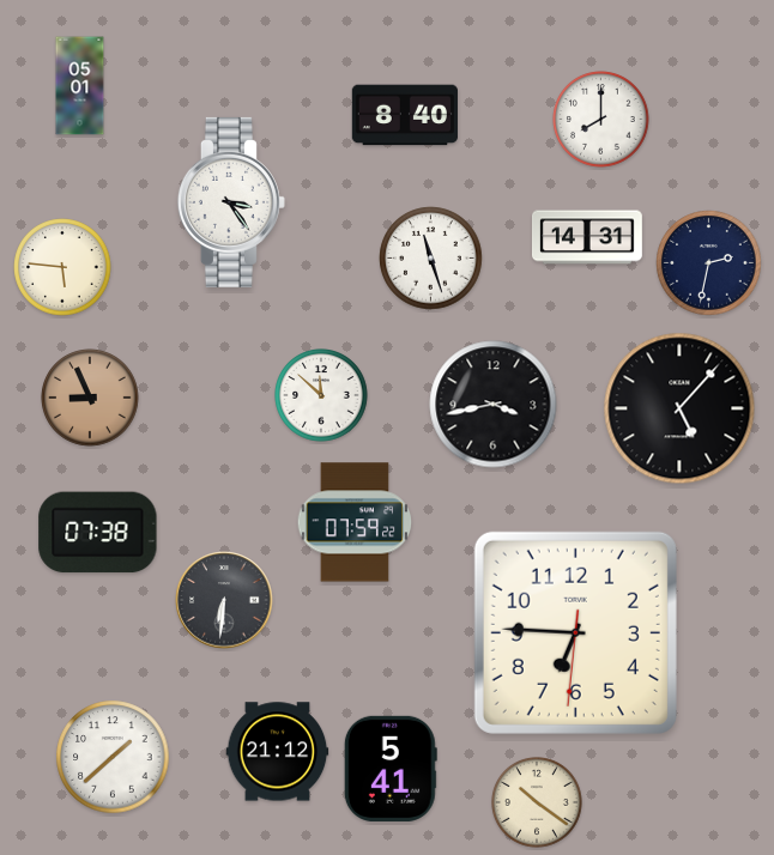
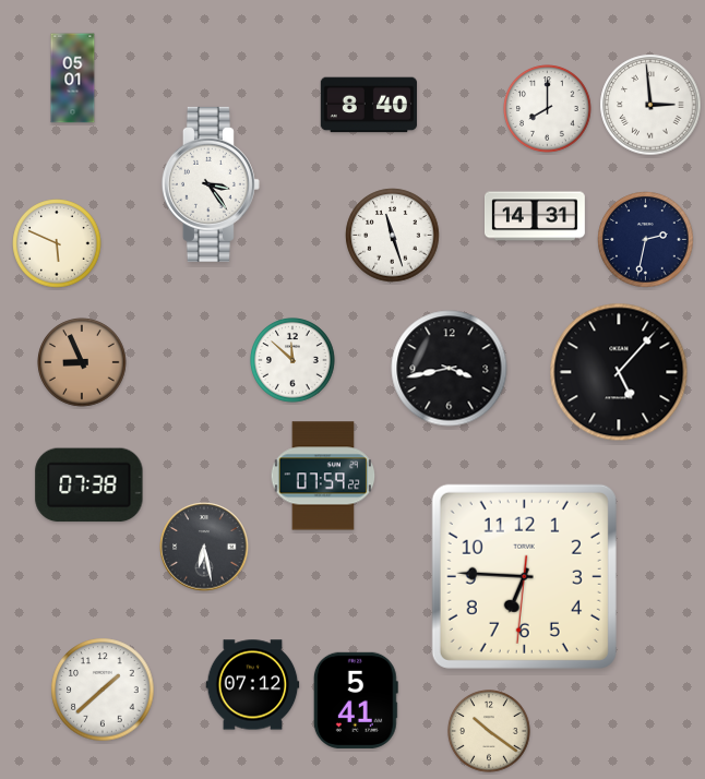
clock at (650, 105): none -> 2:59
clock at (62, 267): 5:46 -> 5:49
clock at (224, 600): 6:31 -> 6:28
clock at (278, 752): 21:12 -> 07:12
